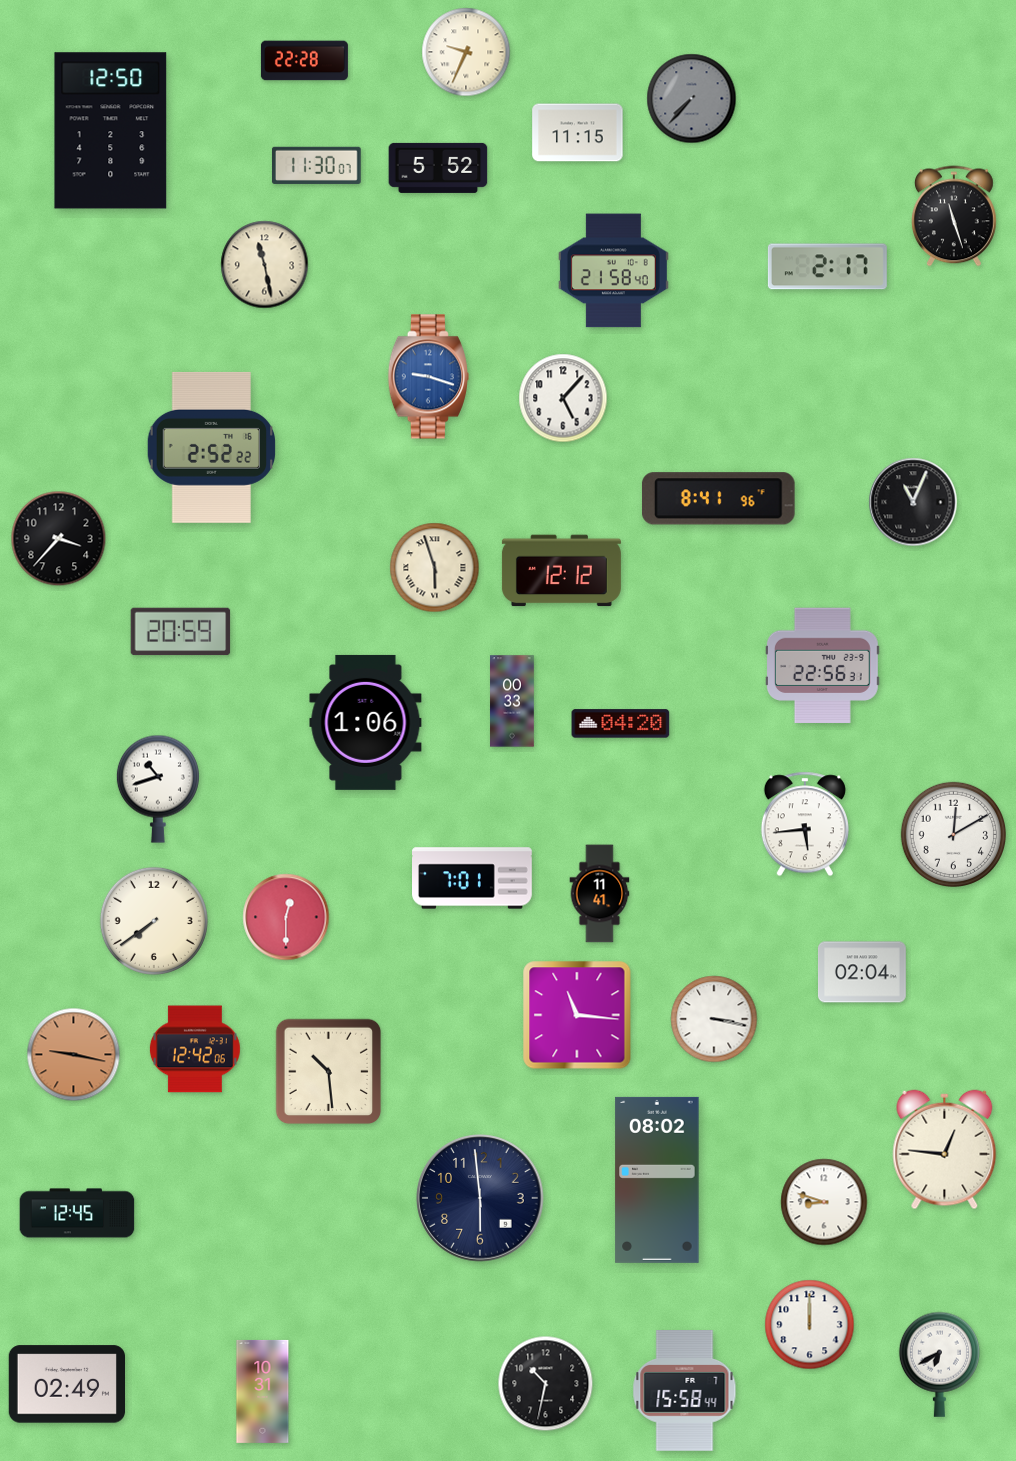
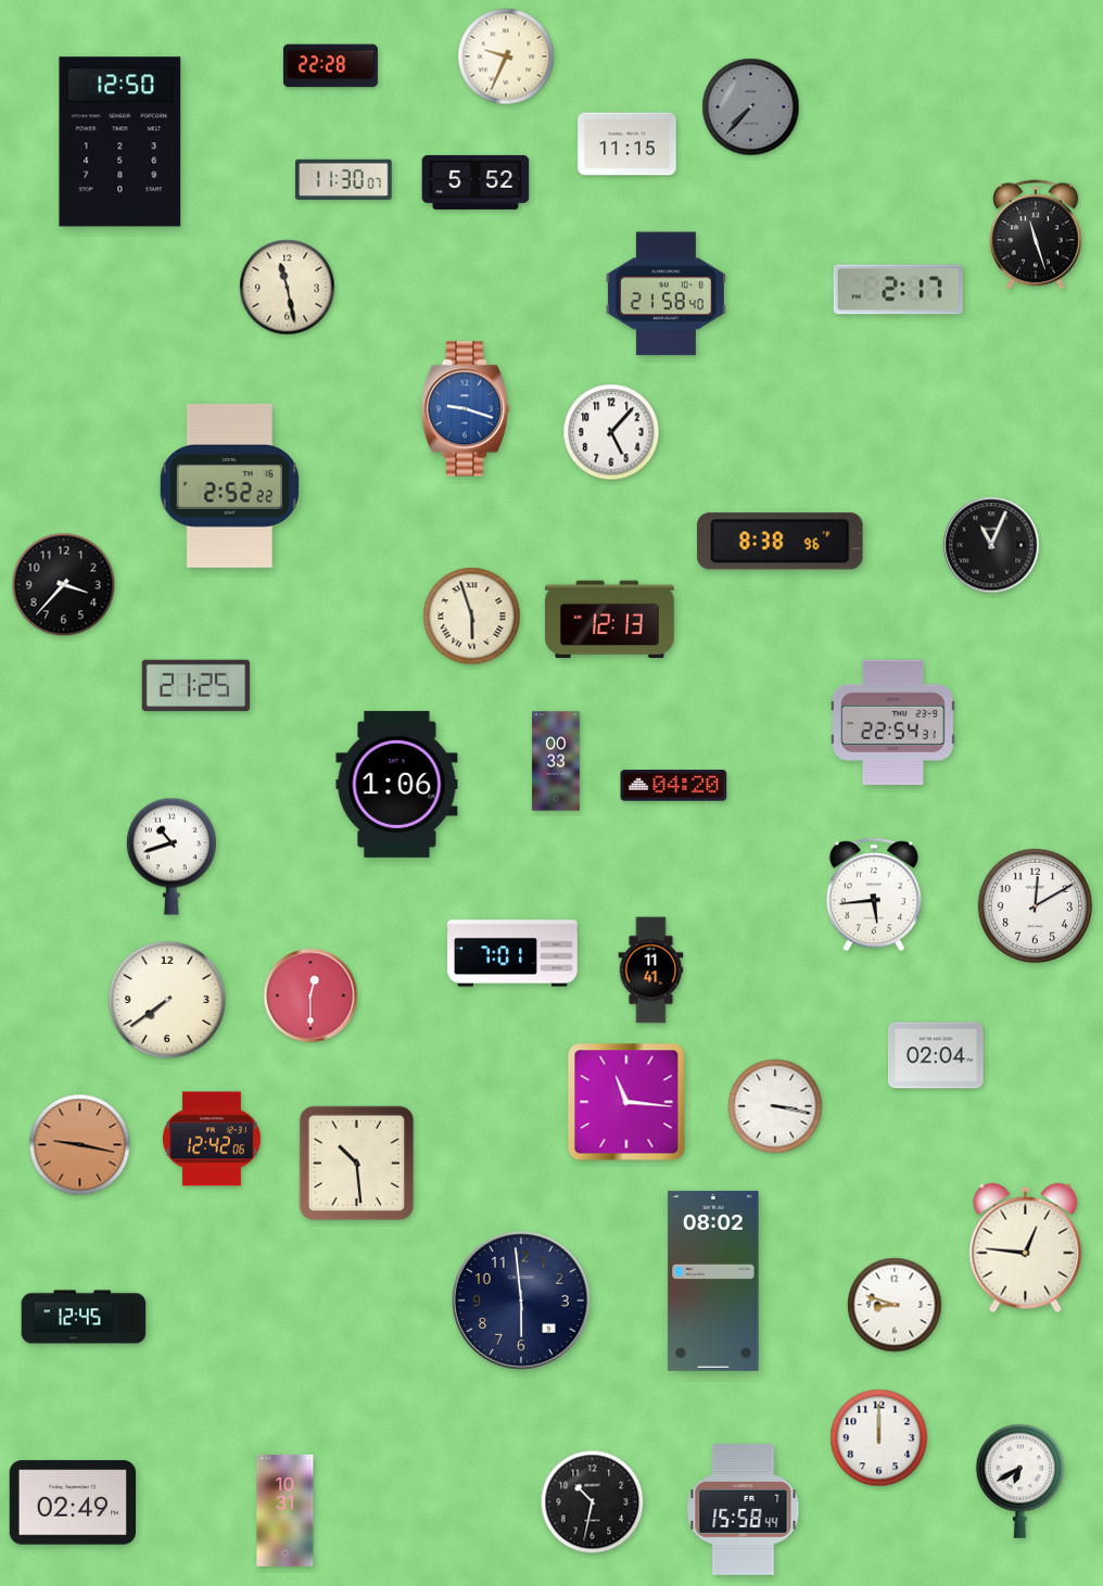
clock at (718, 499): 8:41 -> 8:38
clock at (561, 571): 12:12 -> 12:13
clock at (181, 632): 20:59 -> 21:25
clock at (822, 666): 22:56 -> 22:54
